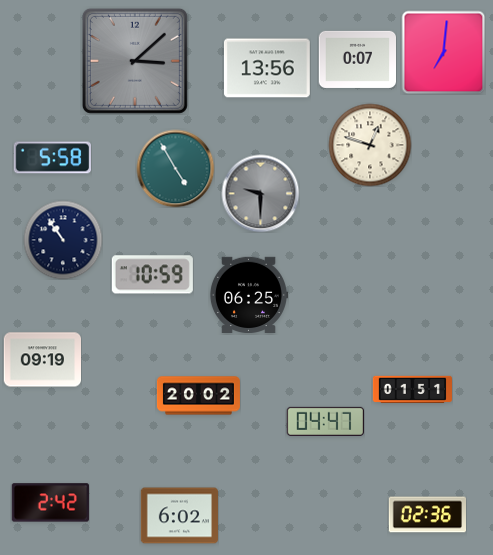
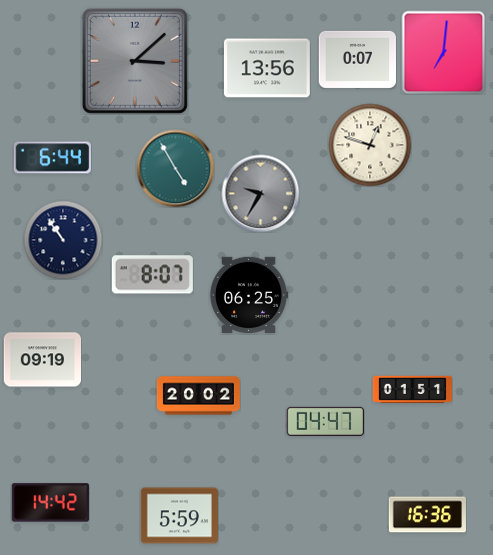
clock at (52, 158): 5:58 -> 6:44
clock at (260, 193): 9:30 -> 9:35
clock at (152, 275): 10:59 -> 8:07
clock at (50, 503): 2:42 -> 14:42
clock at (427, 515): 02:36 -> 16:36
clock at (179, 516): 6:02 -> 5:59
